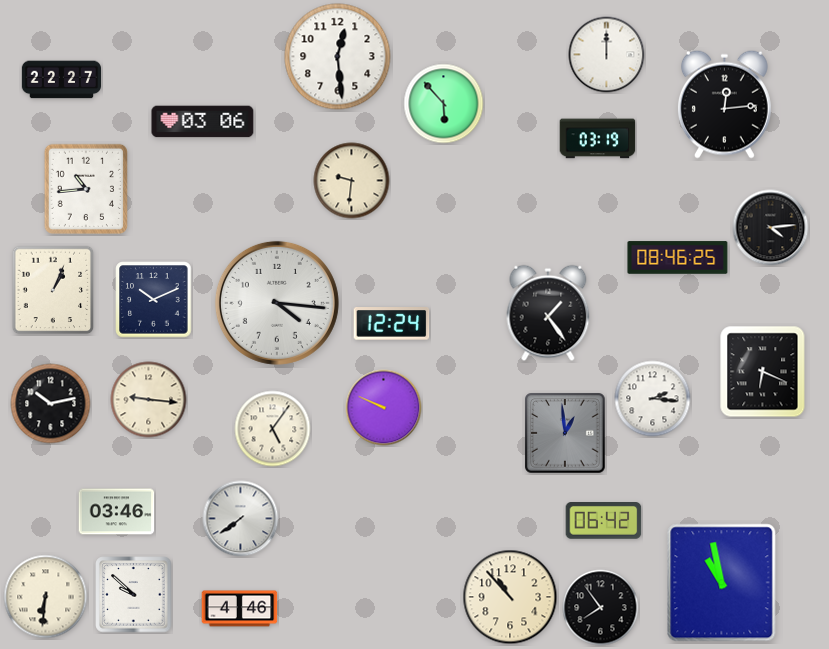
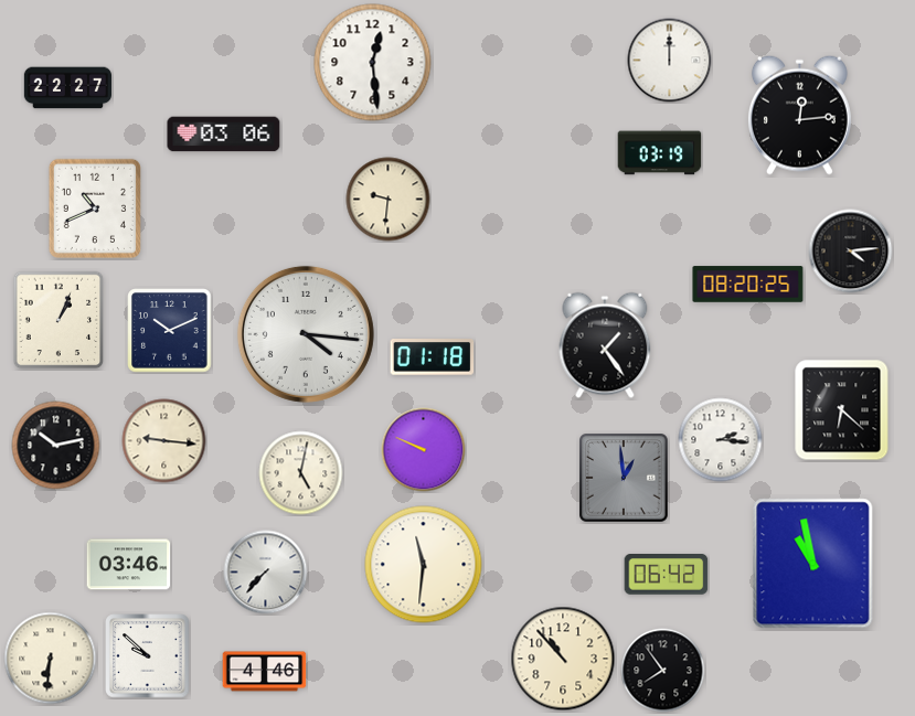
clock at (444, 104): 5:53 -> none
clock at (86, 189): 10:44 -> 10:41
clock at (678, 258): 08:46 -> 08:20
clock at (392, 324): 12:24 -> 01:18
clock at (763, 372): 6:19 -> 6:22
clock at (273, 429): 5:06 -> 5:02
clock at (424, 565): none -> 11:31
clock at (241, 519): 7:39 -> 7:37
clock at (722, 583) position: (722, 583) -> (813, 564)
